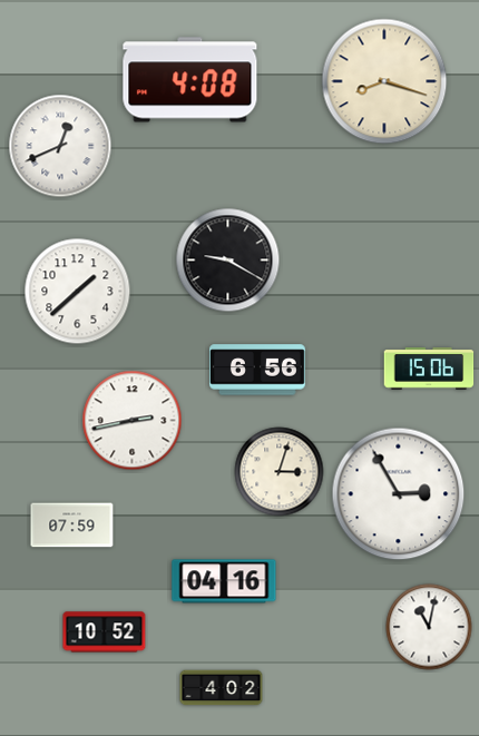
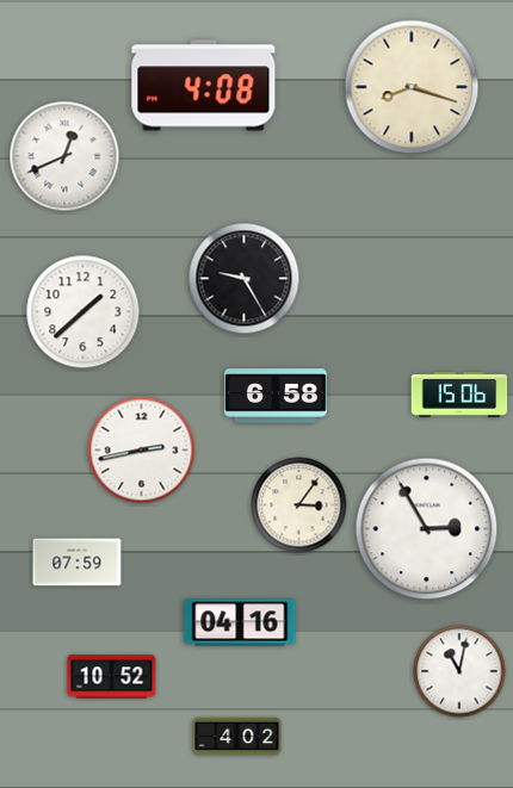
clock at (228, 261): 9:20 -> 9:25
clock at (257, 370): 6:56 -> 6:58
clock at (280, 472): 3:03 -> 3:06
